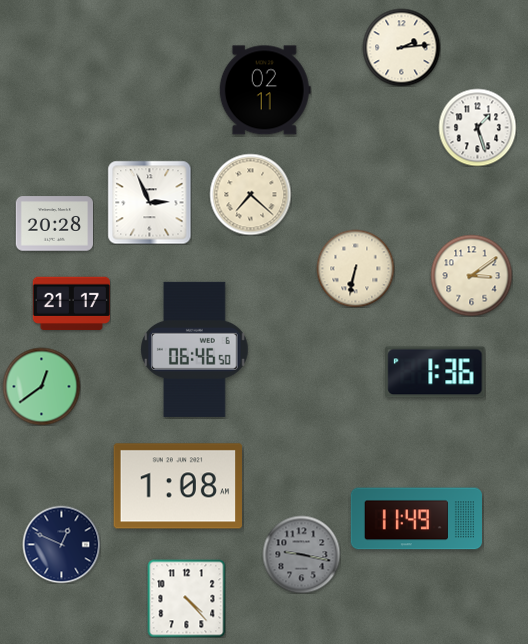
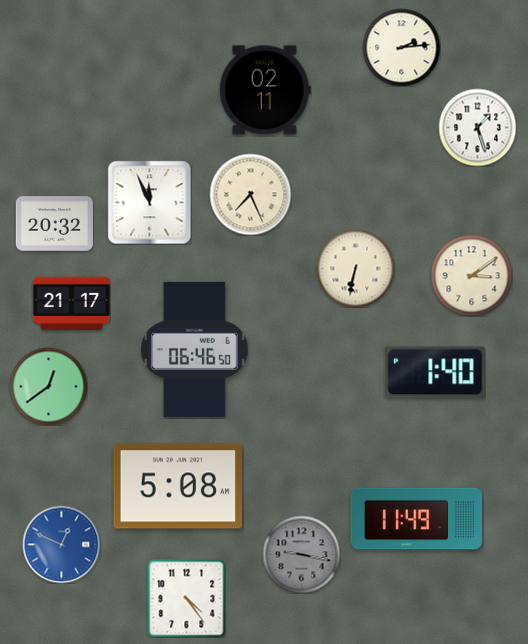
clock at (250, 194): 7:22 -> 7:26
clock at (149, 202): 2:56 -> 11:56
clock at (54, 224): 20:28 -> 20:32
clock at (435, 372): 1:36 -> 1:40
clock at (41, 386) position: (41, 386) -> (48, 386)
clock at (178, 486): 1:08 -> 5:08
clock at (61, 544) dial: navy -> blue
clock at (186, 598): 4:23 -> 4:24
